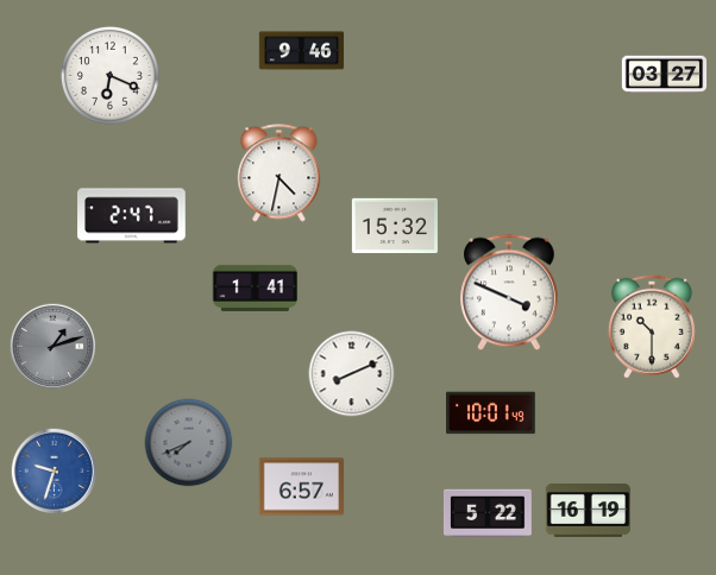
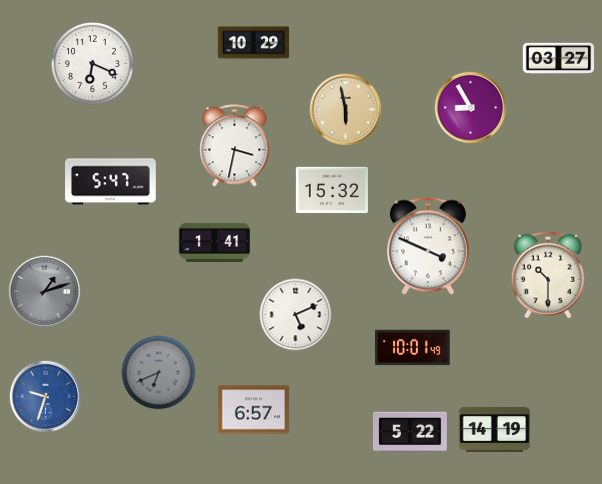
clock at (302, 51): 9:46 -> 10:29
clock at (665, 75) position: (665, 75) -> (559, 59)
clock at (471, 108): none -> 8:55
clock at (346, 110): none -> 5:58
clock at (280, 173): 4:32 -> 3:32
clock at (132, 216): 2:47 -> 5:47
clock at (352, 374): 8:11 -> 5:11
clock at (189, 443): 7:41 -> 6:41
clock at (588, 511): 16:19 -> 14:19
